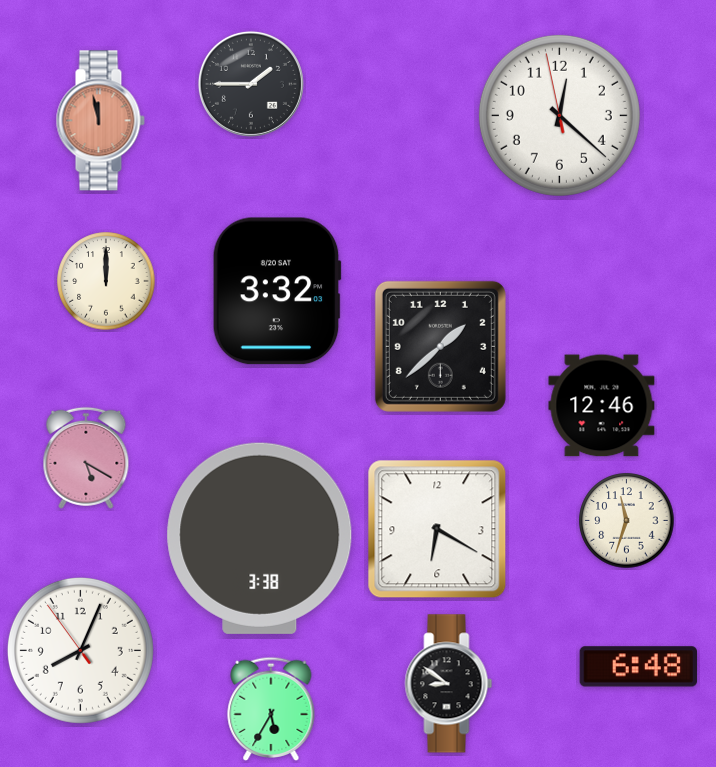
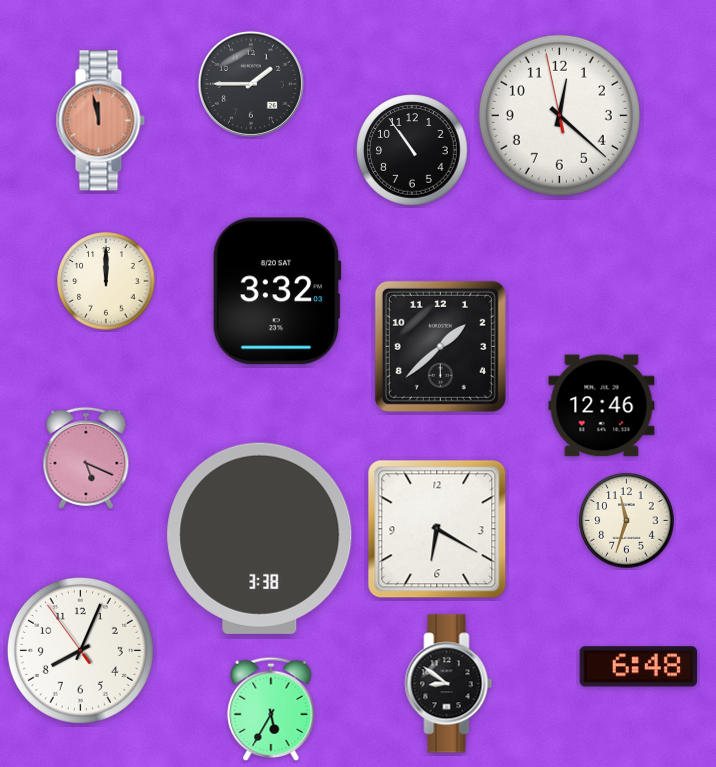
clock at (412, 150): none -> 10:54
clock at (86, 458): 5:20 -> 5:19
